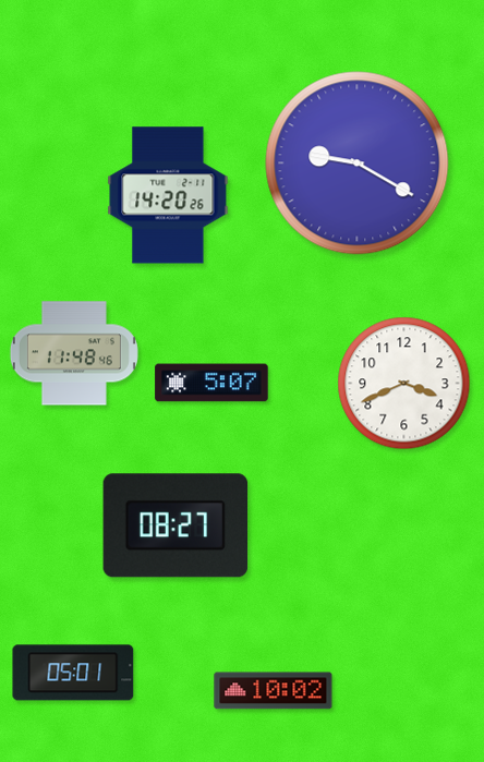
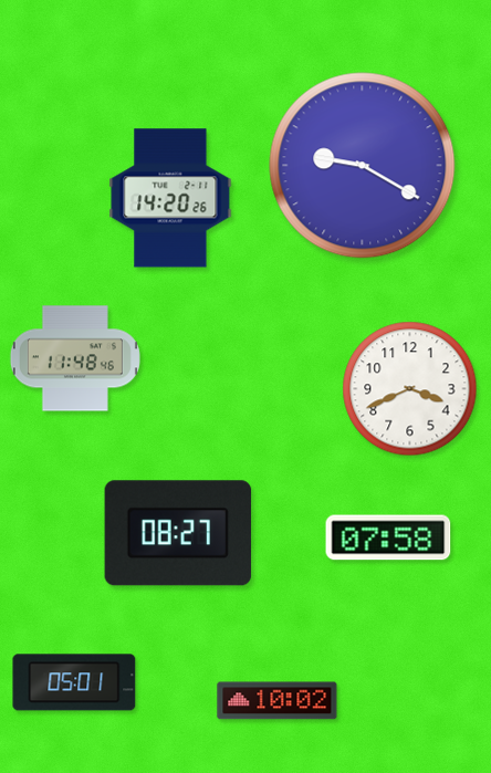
clock at (211, 383): 5:07 -> none
clock at (388, 537): none -> 07:58
